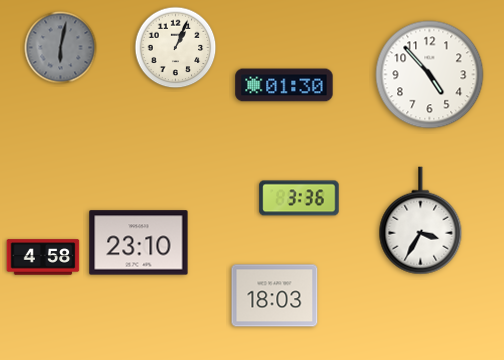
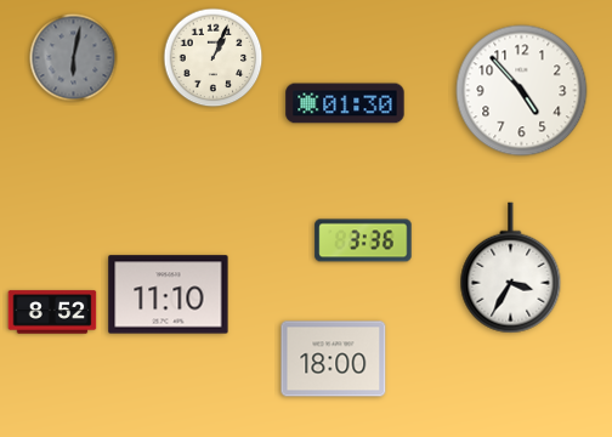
clock at (139, 243): 23:10 -> 11:10
clock at (43, 257): 4:58 -> 8:52
clock at (275, 296): 18:03 -> 18:00
